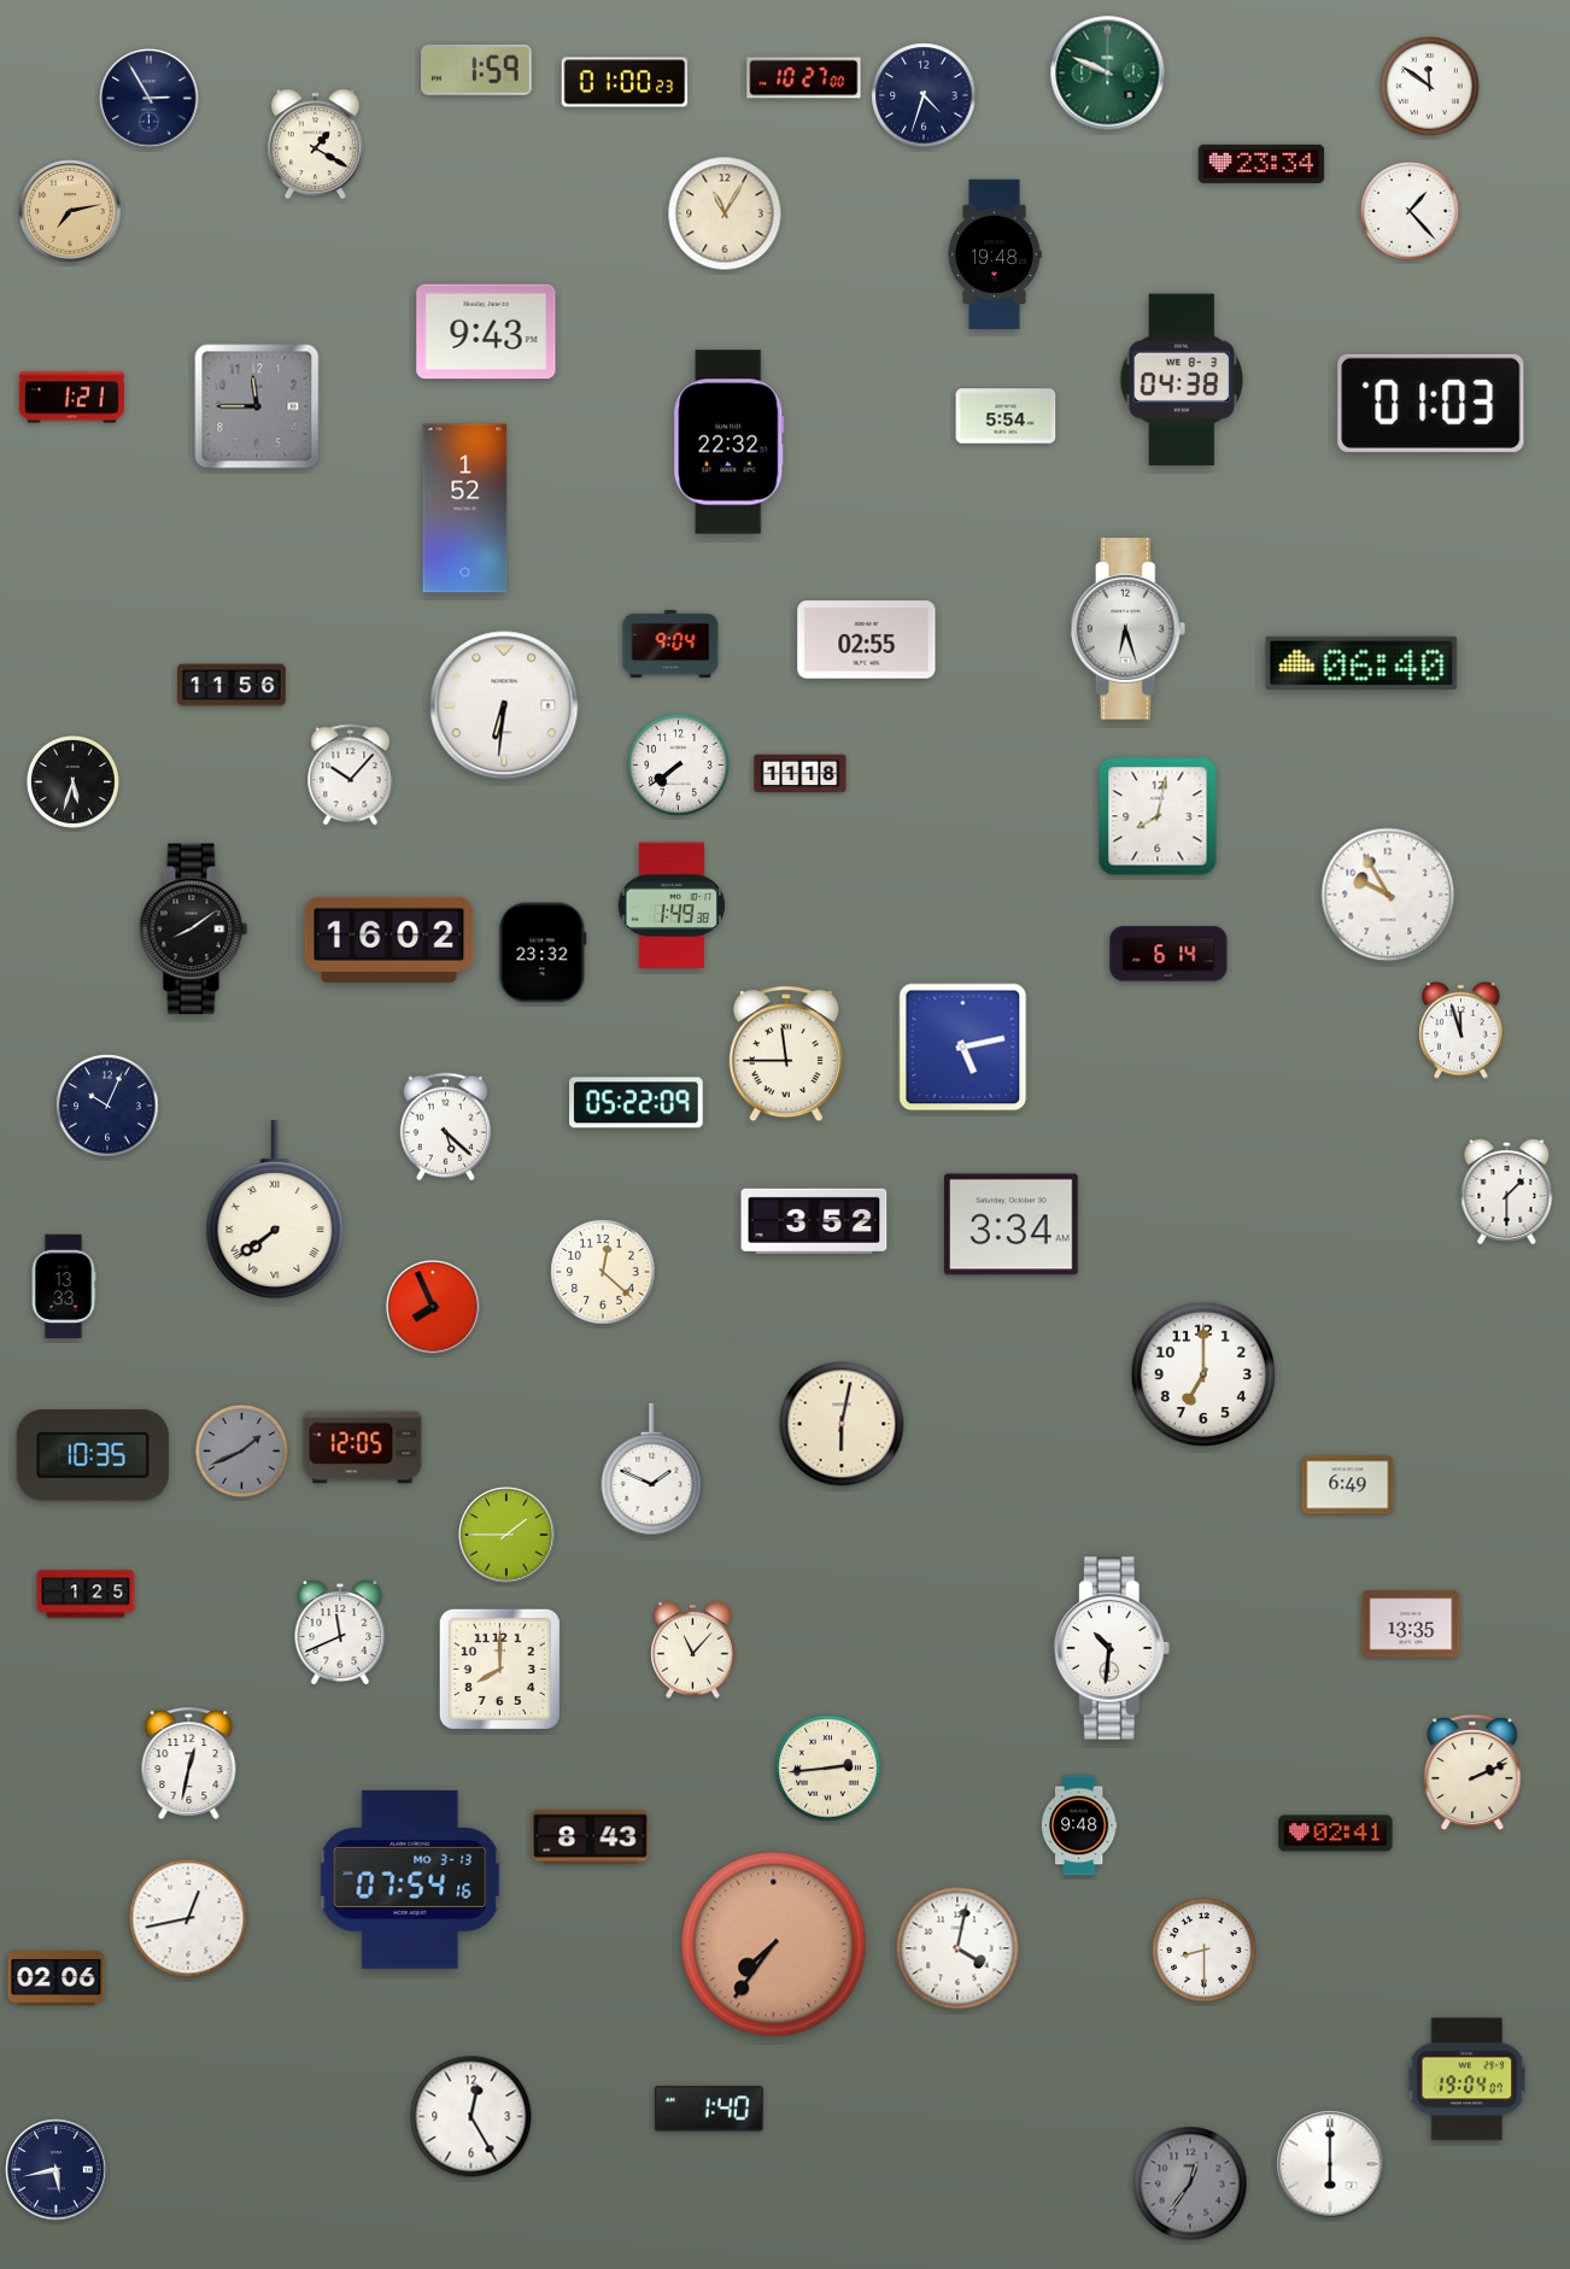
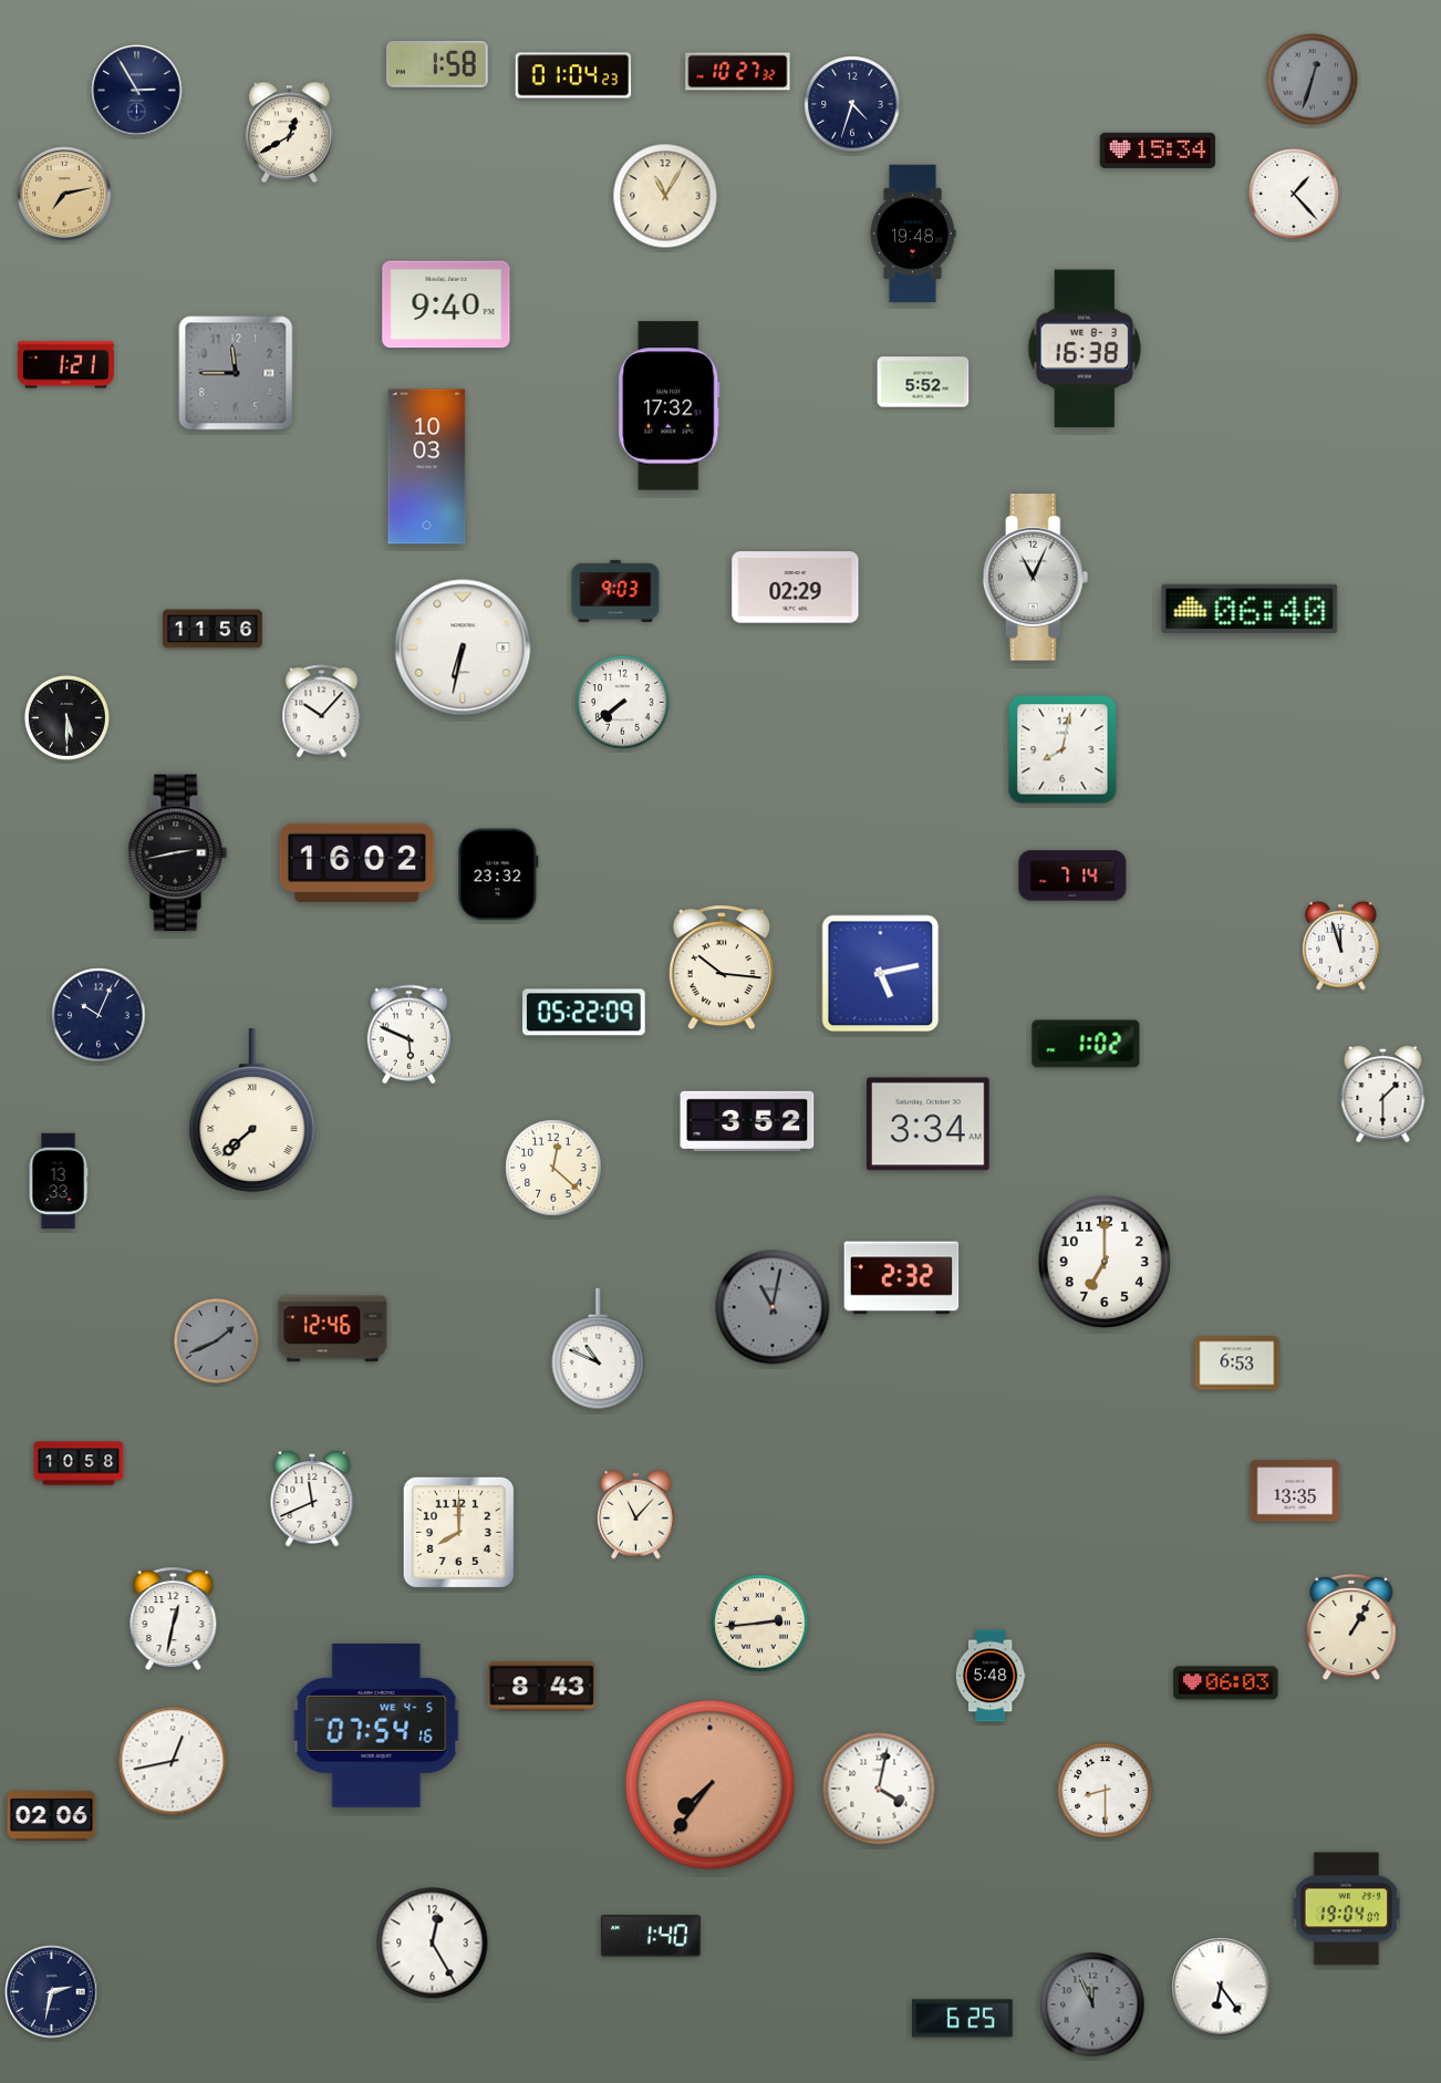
clock at (476, 71): 1:59 -> 1:58
clock at (1108, 74): 9:49 -> none
clock at (804, 78): 10:27:00 -> 10:27:32
clock at (625, 82): 01:00 -> 01:04
clock at (1430, 87): 11:51 -> 12:33
clock at (1430, 87) dial: white -> grey
clock at (924, 95) position: (924, 95) -> (852, 104)
clock at (315, 145): 1:20 -> 12:40
clock at (1261, 164): 23:34 -> 15:34
clock at (486, 332): 9:43 -> 9:40
clock at (1181, 380): 04:38 -> 16:38
clock at (1431, 403): 01:03 -> none
clock at (1006, 416): 5:54 -> 5:52
clock at (730, 442): 22:32 -> 17:32
clock at (465, 509): 1:52 -> 10:03
clock at (1129, 629): 6:27 -> 11:04
clock at (867, 640): 02:55 -> 02:29
clock at (670, 644): 9:04 -> 9:03
clock at (504, 705): 6:31 -> 6:32
clock at (801, 774): 11:18 -> none
clock at (72, 781): 5:33 -> 5:30
clock at (1388, 895): 9:55 -> none
clock at (672, 905): 1:49 -> none
clock at (194, 930): 8:09 -> 2:43
clock at (1168, 954): 6:14 -> 7:14
clock at (963, 1048) position: (963, 1048) -> (881, 974)
clock at (786, 1055): 11:45 -> 10:16
clock at (445, 1127): 5:22 -> 5:49
clock at (1086, 1044): none -> 1:02
clock at (275, 1208): 7:39 -> 7:38
clock at (433, 1307): 7:56 -> none
clock at (902, 1278): none -> 2:32
clock at (842, 1424): 6:02 -> 11:02
clock at (842, 1424) dial: cream -> grey
clock at (363, 1448): 12:05 -> 12:46
clock at (241, 1450) position: (241, 1450) -> (216, 1340)
clock at (93, 1456): 10:35 -> none
clock at (652, 1470): 1:49 -> 10:49
clock at (1348, 1485): 6:49 -> 6:53
clock at (506, 1535): 1:45 -> none
clock at (86, 1594): 1:25 -> 10:58
clock at (1112, 1648): 10:31 -> none
clock at (1472, 1772): 2:11 -> 1:05
clock at (1079, 1825): 9:48 -> 5:48
clock at (1336, 1834): 02:41 -> 06:03
clock at (410, 1880) date: MO 3-13 -> WE 4-5
clock at (1330, 2164): 6:00 -> 6:24
clock at (57, 2170): 5:43 -> 2:32
clock at (1190, 2183): 12:36 -> 11:56
clock at (963, 2019): none -> 6:25
